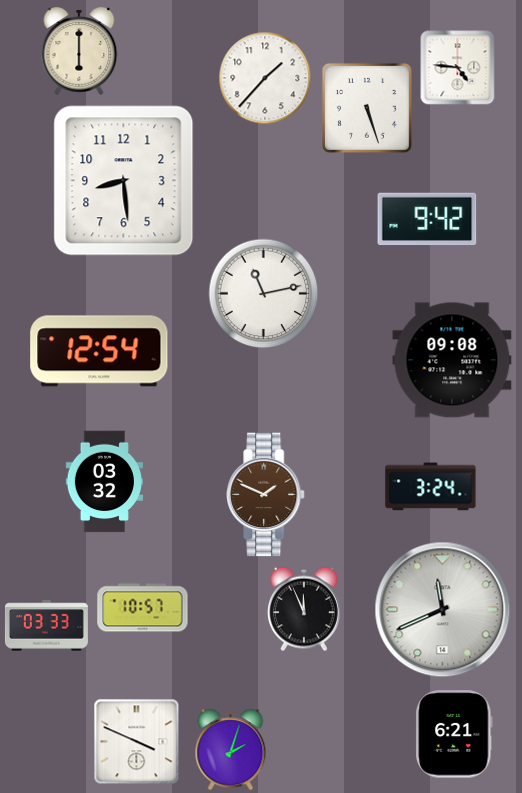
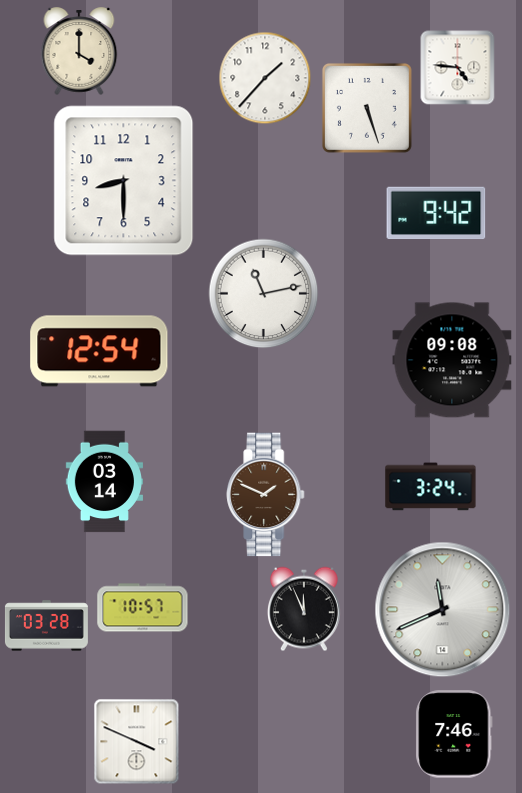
clock at (79, 51): 6:00 -> 4:00
clock at (124, 181): 8:29 -> 8:30
clock at (427, 219) position: (427, 219) -> (436, 213)
clock at (104, 482): 03:32 -> 03:14
clock at (46, 626): 03:33 -> 03:28
clock at (454, 734): 6:21 -> 7:46
clock at (231, 750): 2:03 -> none
